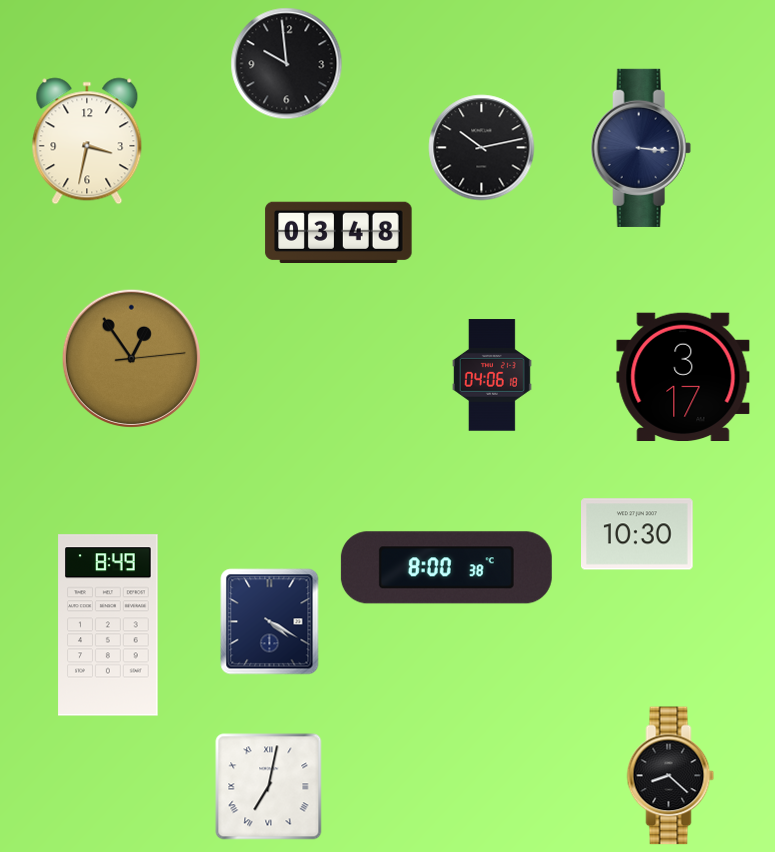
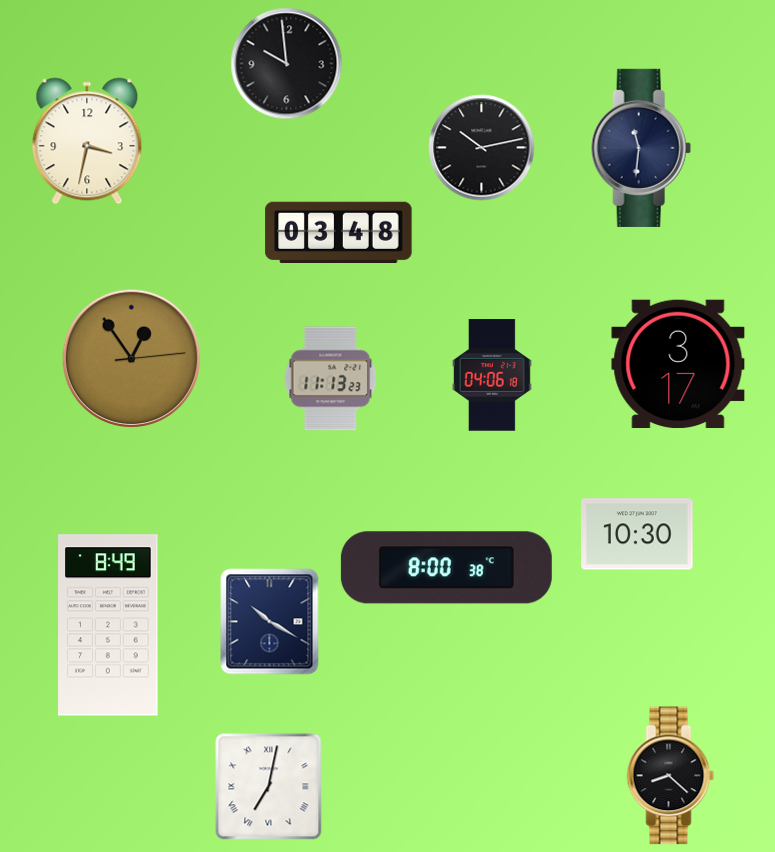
clock at (641, 148): 3:16 -> 11:31
clock at (683, 377) position: (683, 377) -> (678, 364)
clock at (331, 379): none -> 11:13
clock at (270, 622): 4:20 -> 10:20
